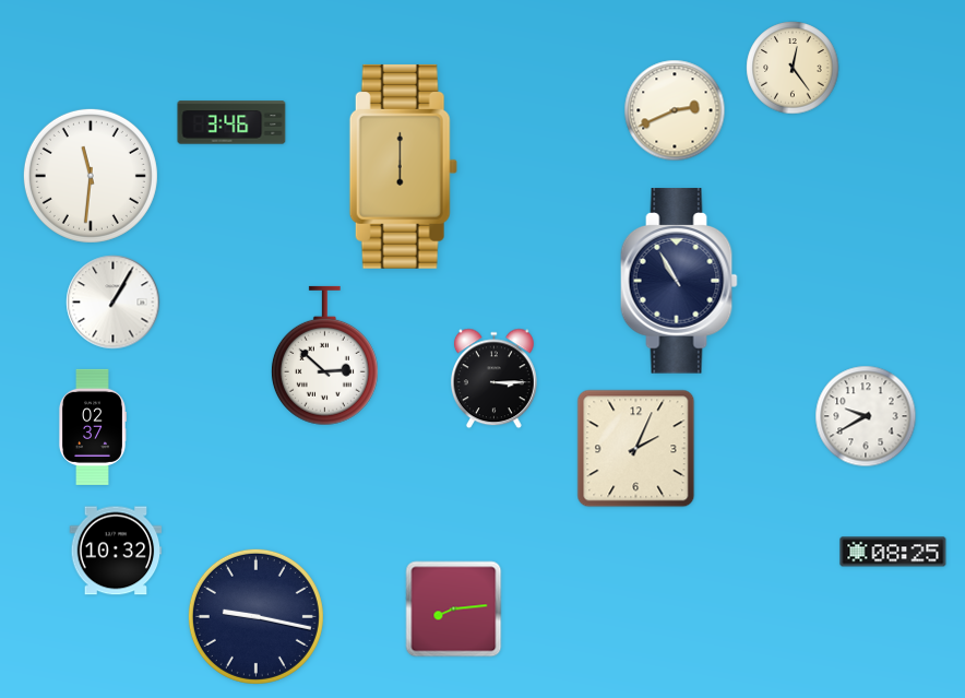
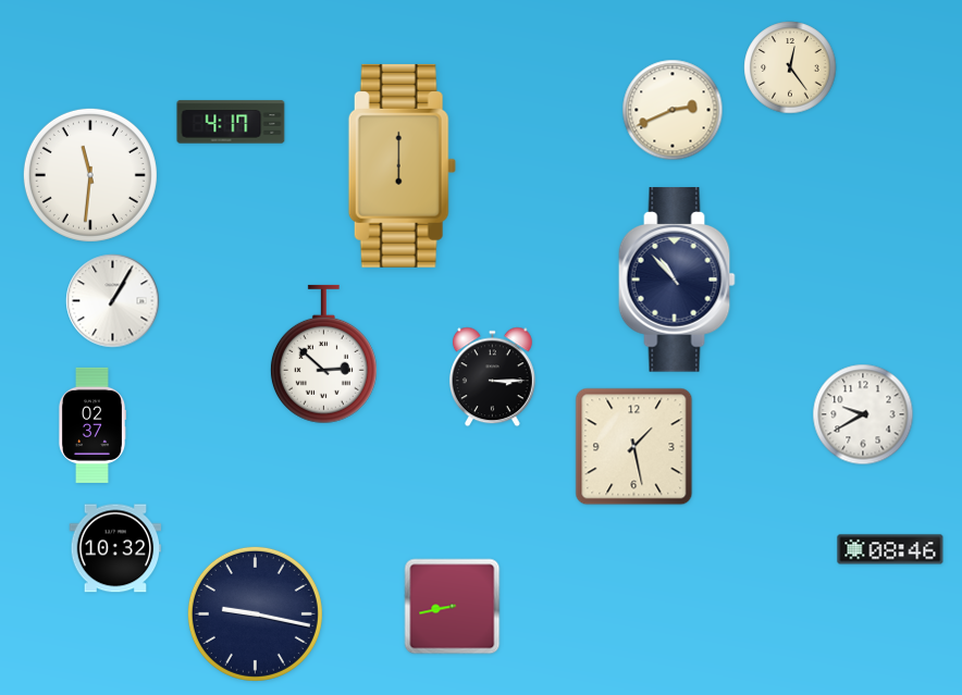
clock at (231, 122): 3:46 -> 4:17
clock at (679, 281): 10:55 -> 10:53
clock at (636, 449): 2:04 -> 1:28
clock at (893, 552): 08:25 -> 08:46
clock at (454, 610): 8:14 -> 8:43
